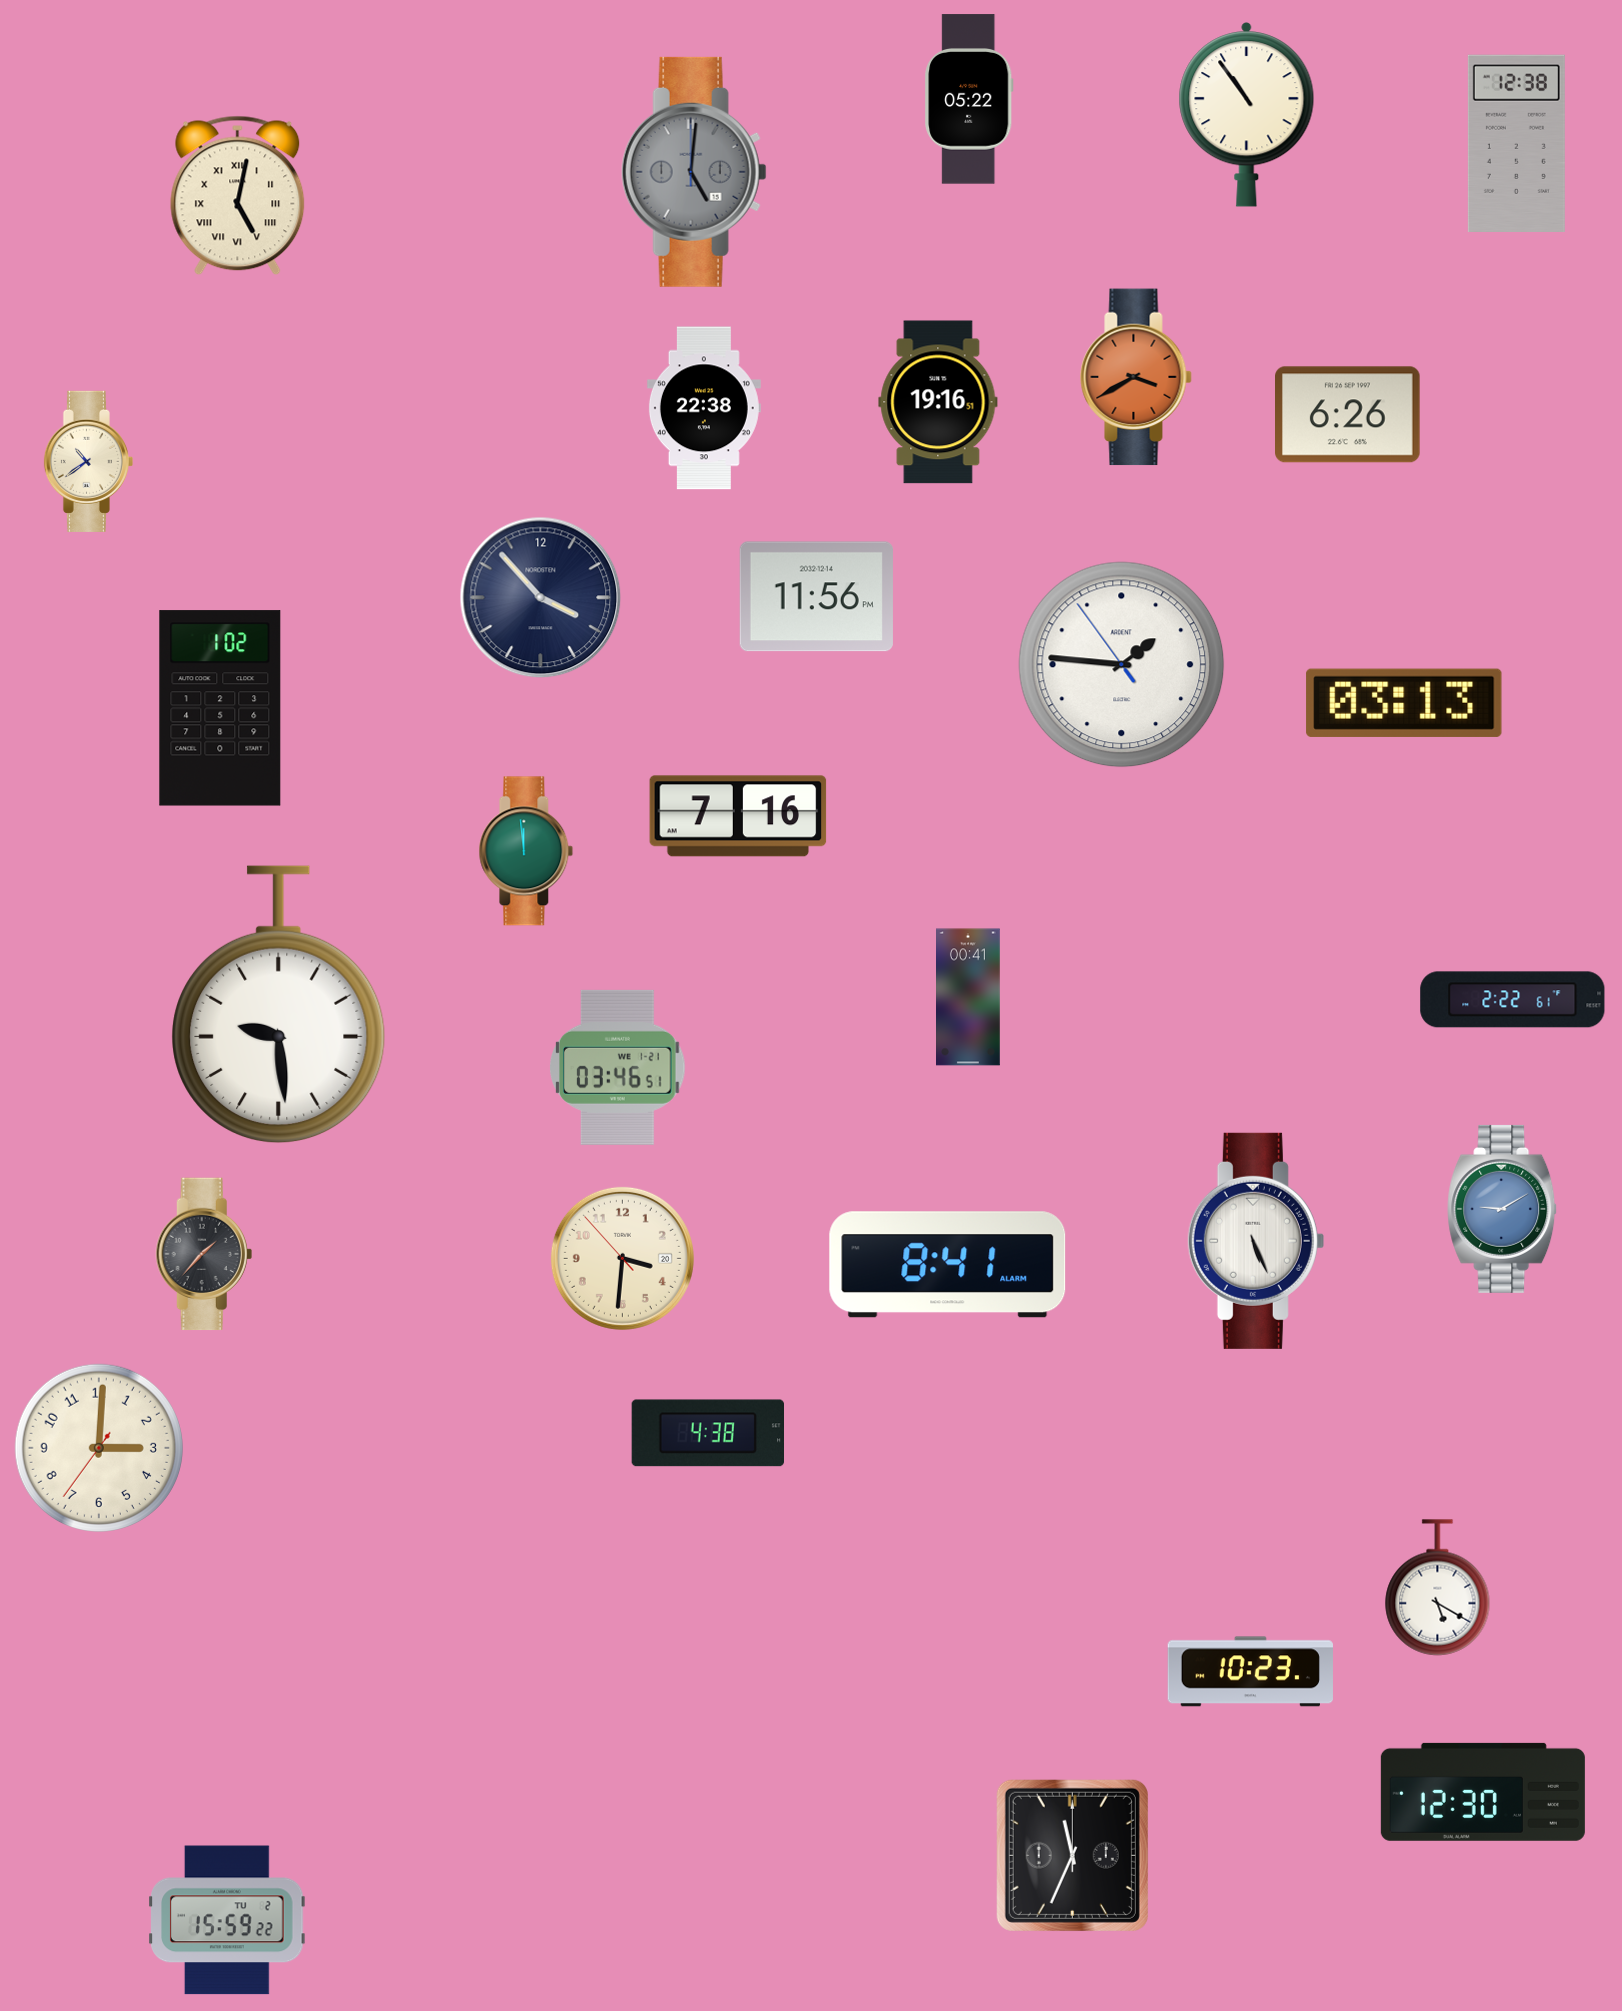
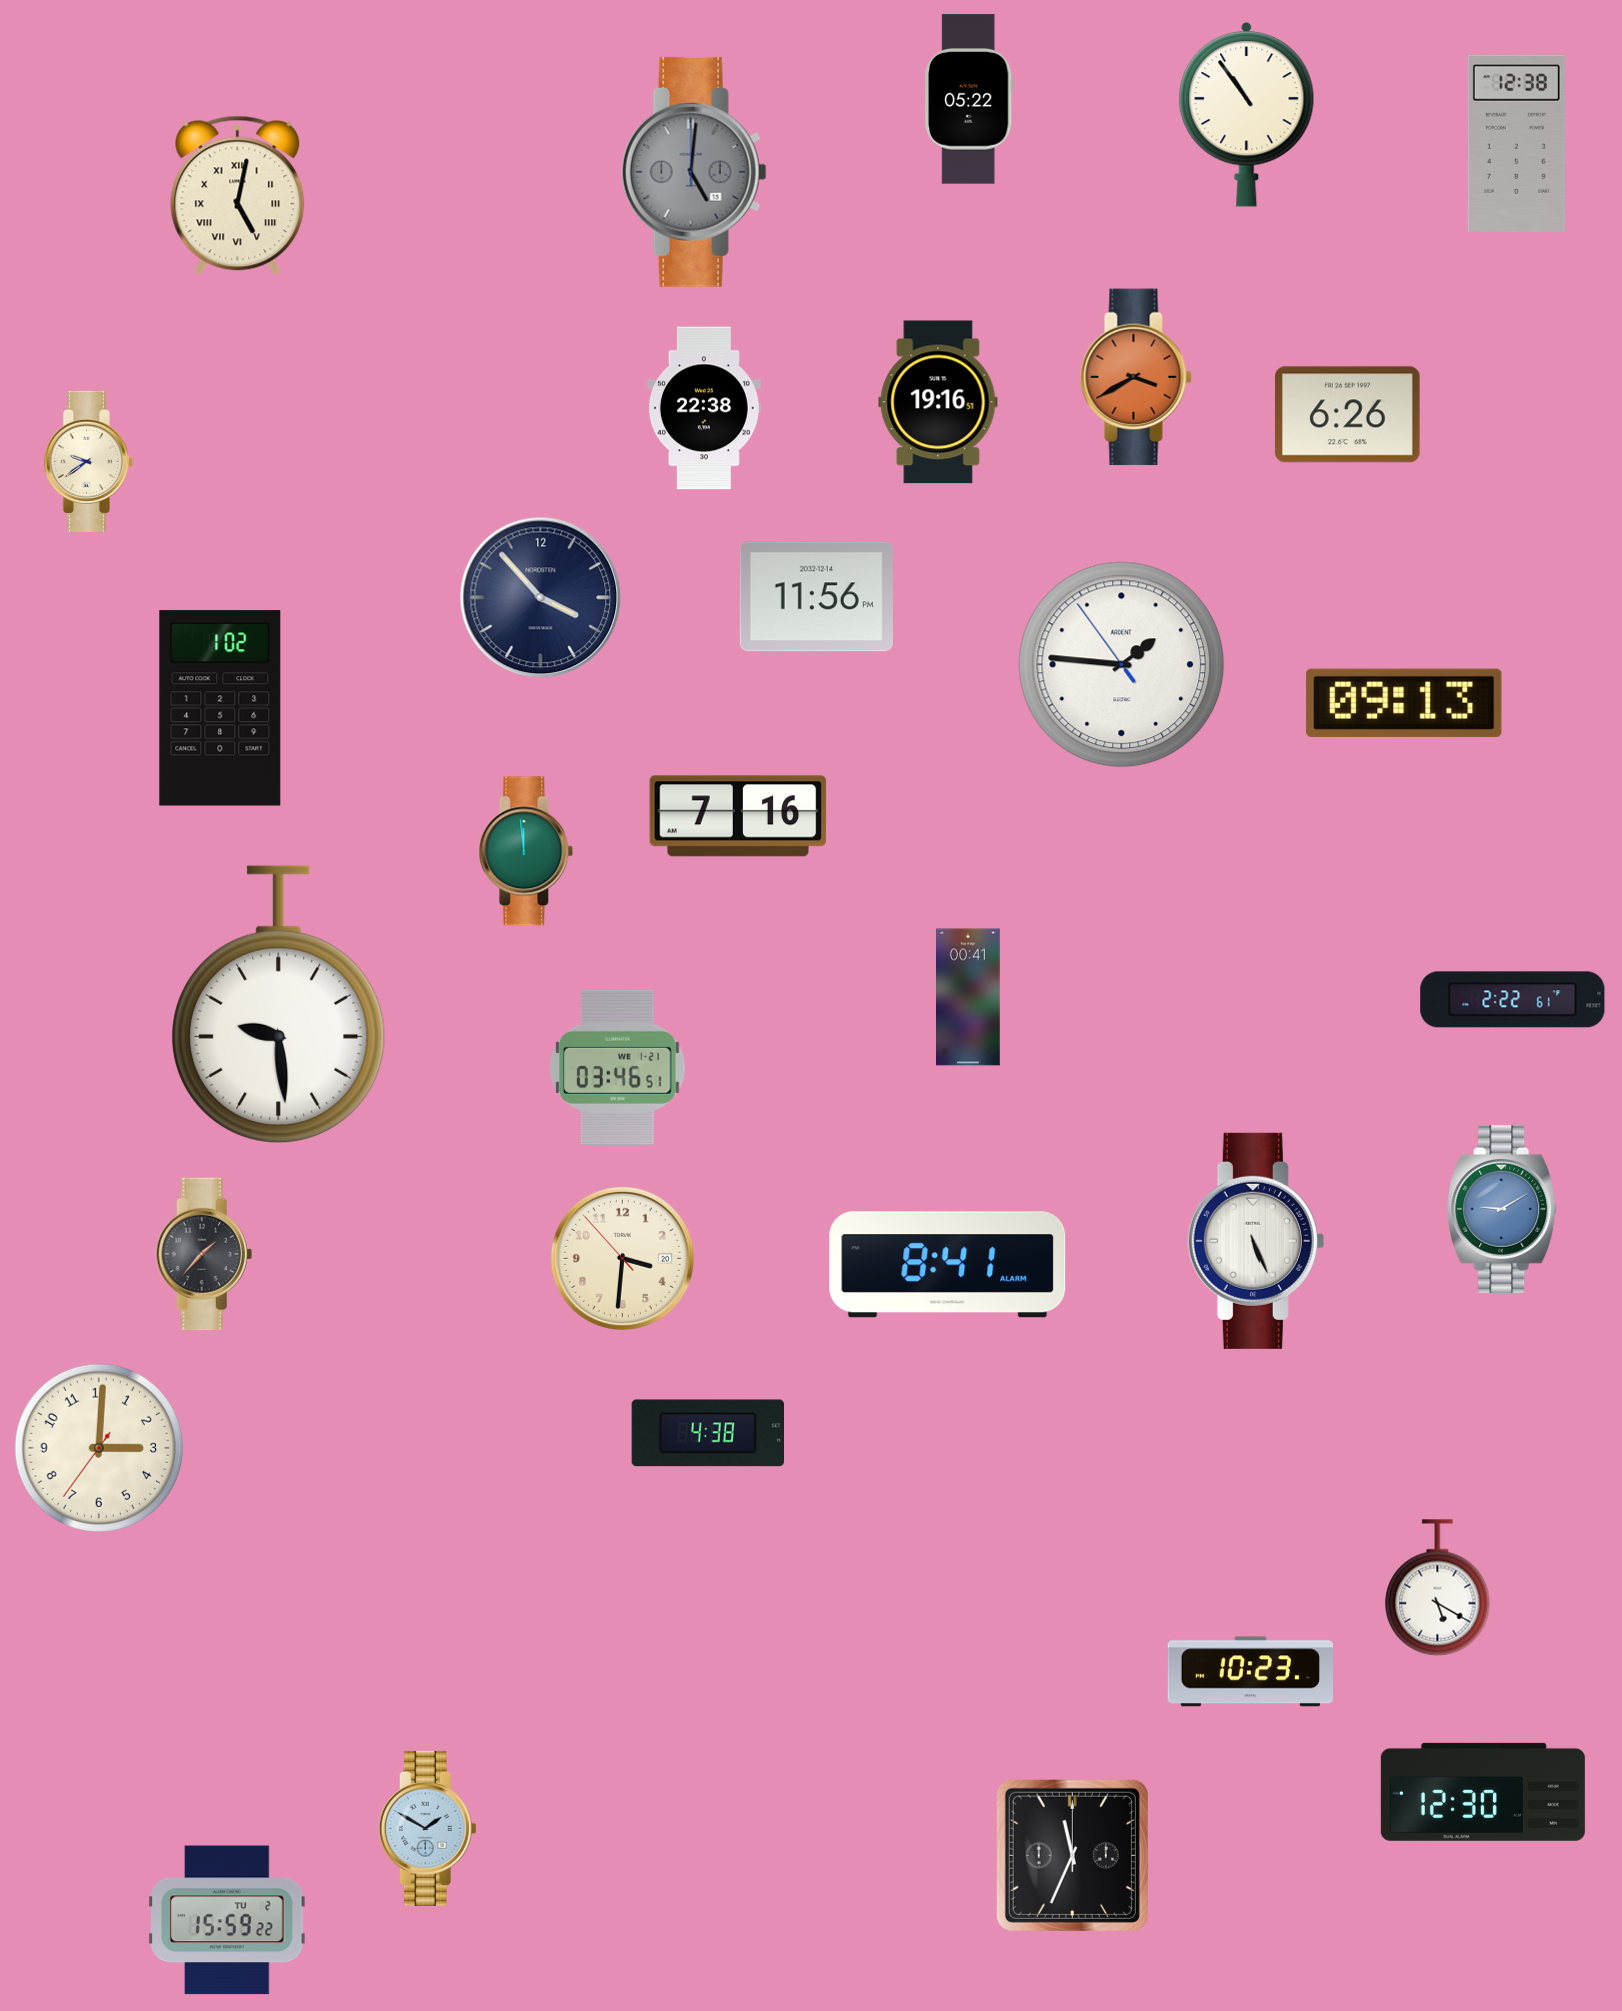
clock at (88, 461): 10:39 -> 9:39
clock at (1404, 703): 03:13 -> 09:13
clock at (427, 1828): none -> 1:50
